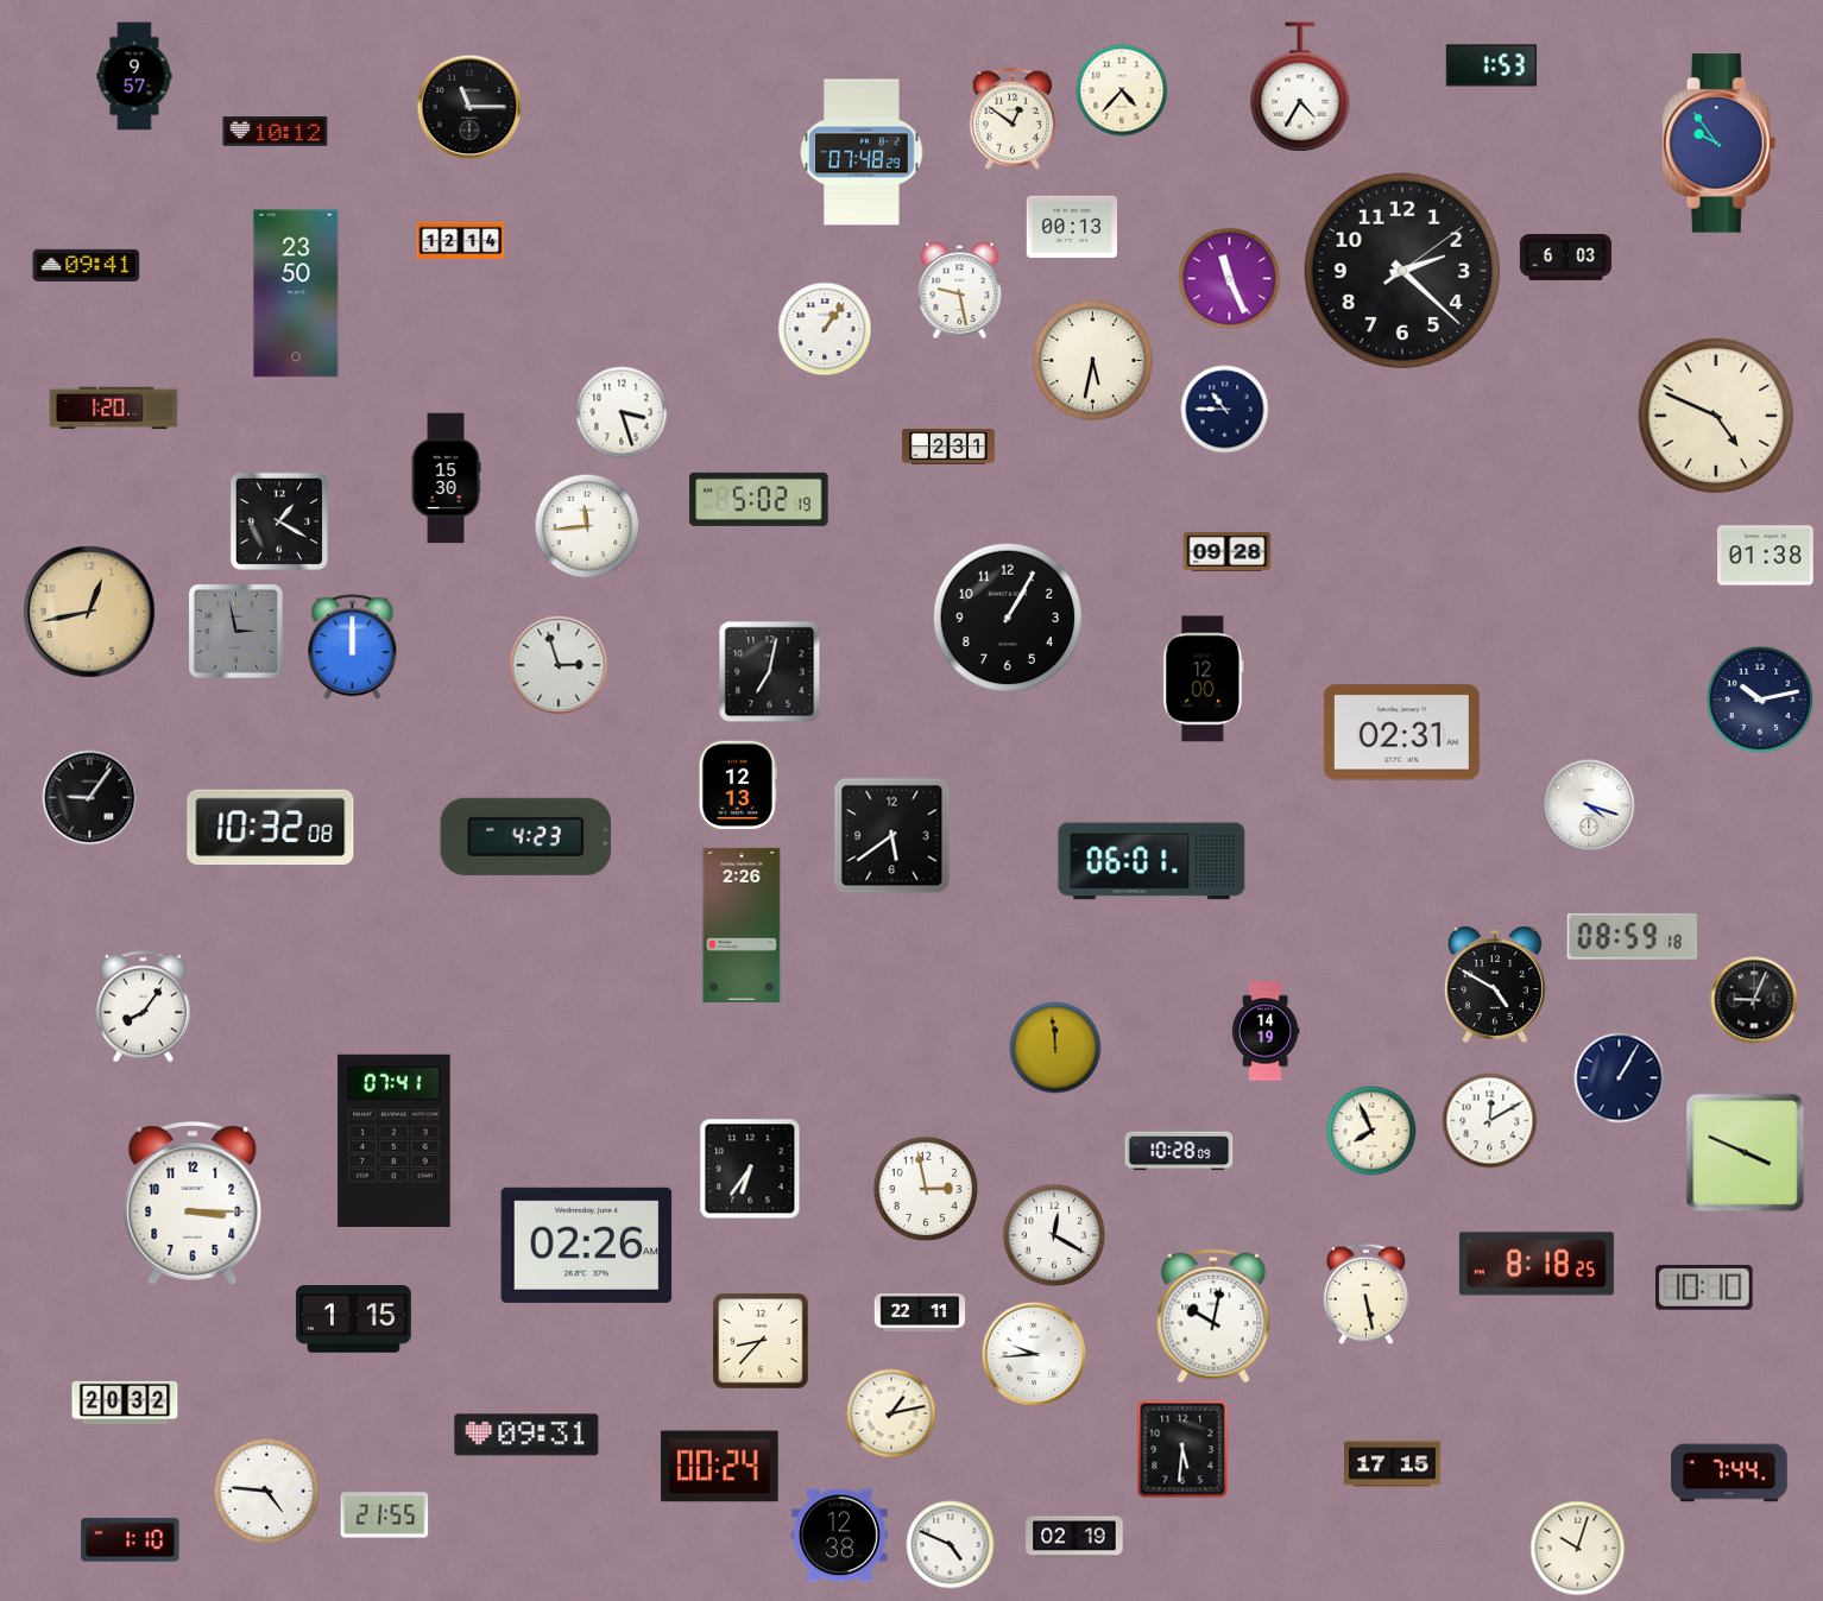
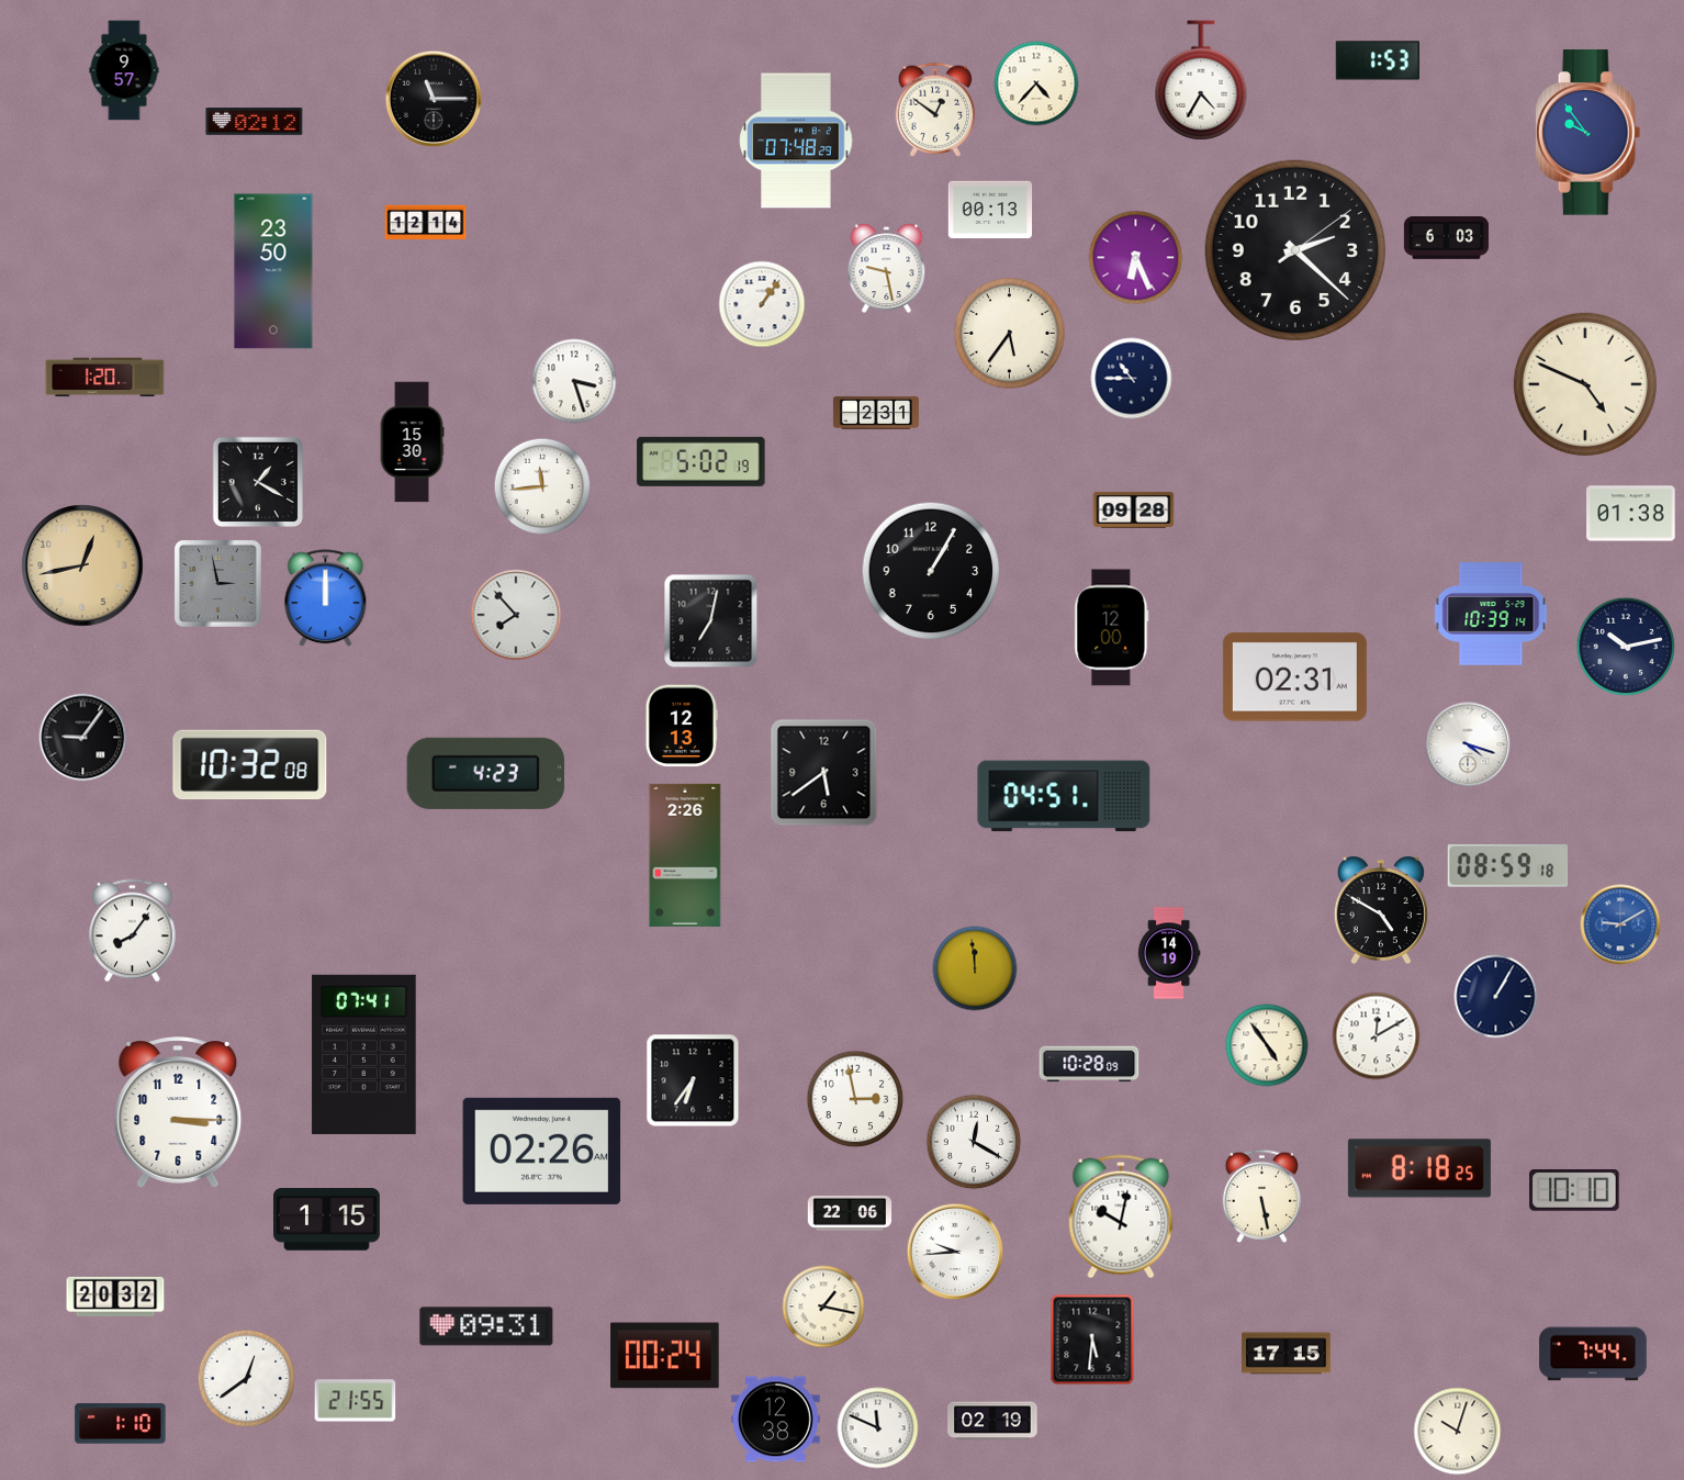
clock at (276, 132): 10:12 -> 02:12
clock at (87, 265): 09:41 -> none
clock at (1230, 279): 11:26 -> 6:26
clock at (1093, 361): 5:32 -> 5:36
clock at (1491, 614): none -> 10:39
clock at (559, 665): 2:57 -> 7:53
clock at (1152, 861): 06:01 -> 04:51
clock at (1754, 1000): 9:04 -> 9:10
clock at (1754, 1000) dial: black -> blue
clock at (1371, 1131): 7:56 -> 4:54
clock at (1746, 1153): 3:49 -> none
clock at (920, 1314): 22:11 -> 22:06
clock at (761, 1341): 8:37 -> none
clock at (891, 1413): 1:13 -> 1:17
clock at (1729, 1473) position: (1729, 1473) -> (1593, 1354)
clock at (267, 1492): 4:46 -> 12:39
clock at (951, 1545): 4:49 -> 11:49
